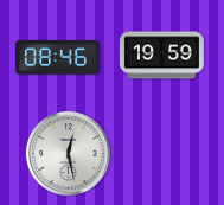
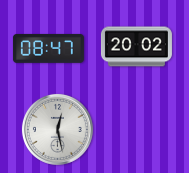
clock at (161, 56): 19:59 -> 20:02
clock at (57, 57): 08:46 -> 08:47
